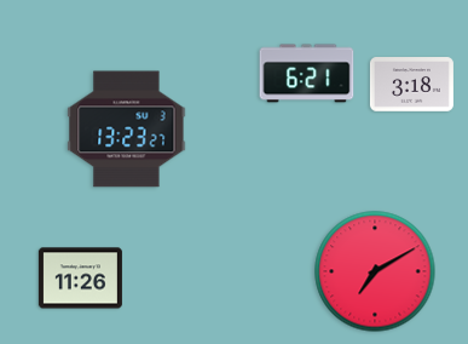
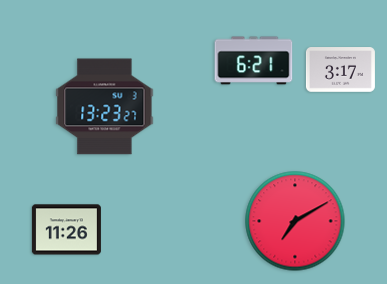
clock at (411, 85): 3:18 -> 3:17
clock at (375, 271) position: (375, 271) -> (295, 221)
